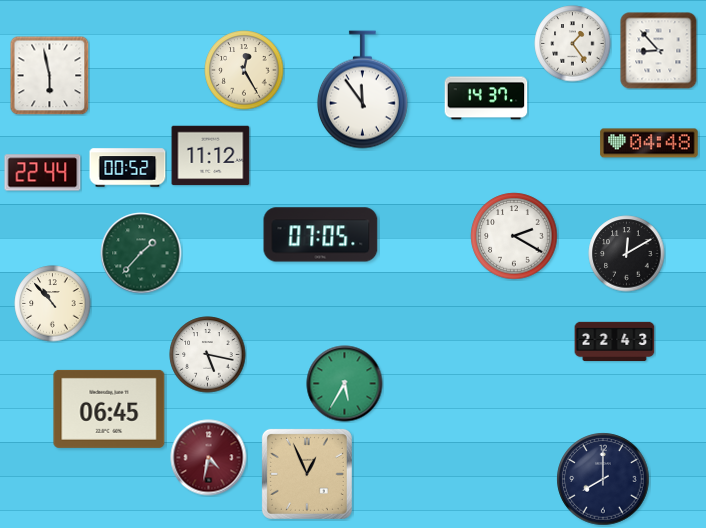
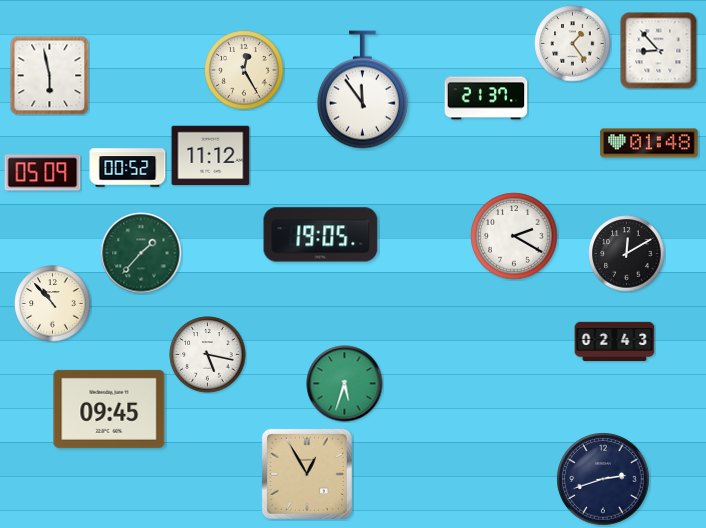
clock at (486, 98): 14:37 -> 21:37
clock at (649, 143): 04:48 -> 01:48
clock at (43, 173): 22:44 -> 05:09
clock at (321, 235): 07:05 -> 19:05
clock at (615, 341): 22:43 -> 02:43
clock at (345, 384): 5:35 -> 5:33
clock at (109, 409): 06:45 -> 09:45
clock at (209, 458): 4:32 -> none
clock at (307, 474): 12:56 -> 12:55
clock at (603, 479): 8:00 -> 2:42
